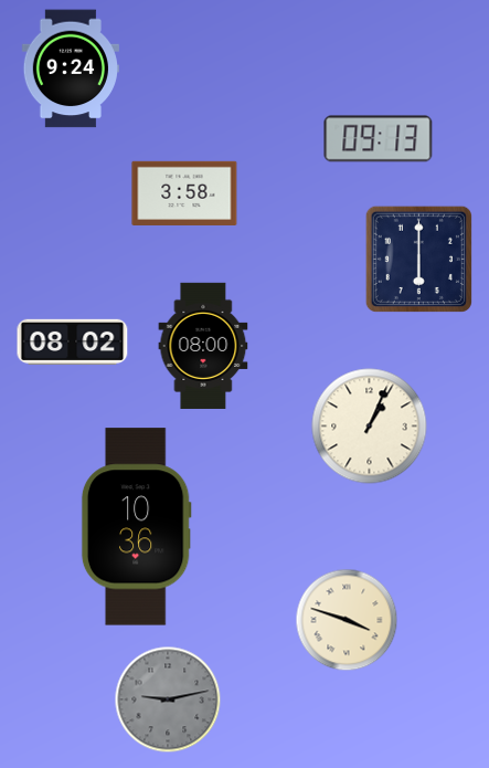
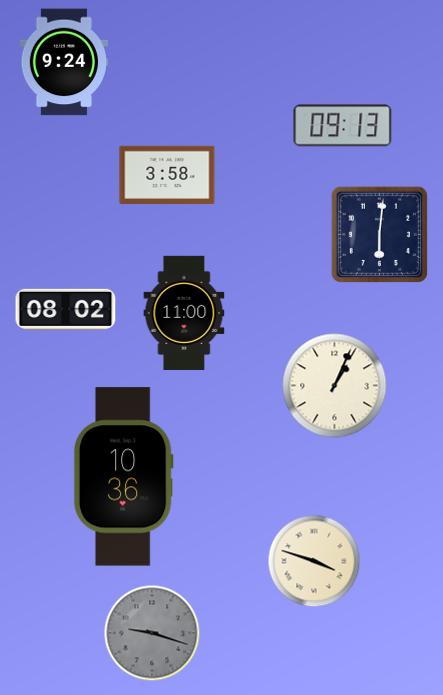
clock at (418, 259): 6:00 -> 6:01
clock at (203, 346): 08:00 -> 11:00
clock at (168, 699): 9:13 -> 9:18
